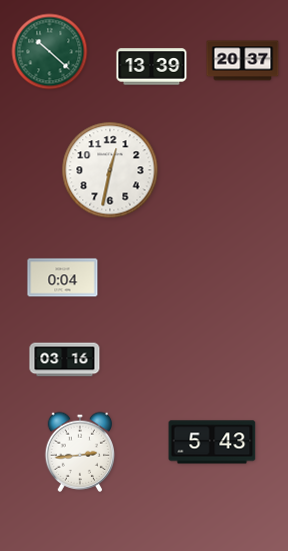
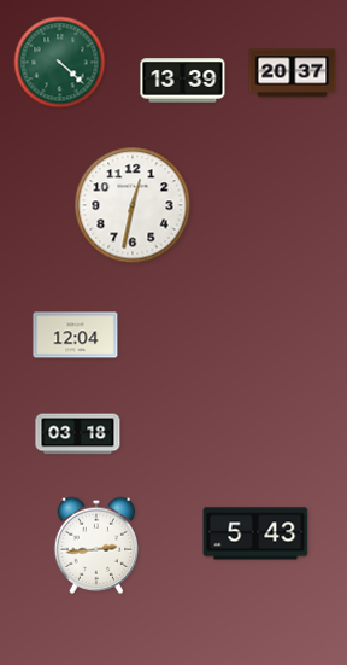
clock at (50, 52): 10:22 -> 4:22
clock at (63, 278): 0:04 -> 12:04
clock at (65, 360): 03:16 -> 03:18
